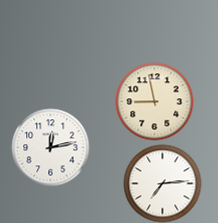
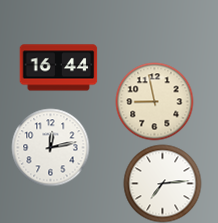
clock at (58, 68): none -> 16:44
